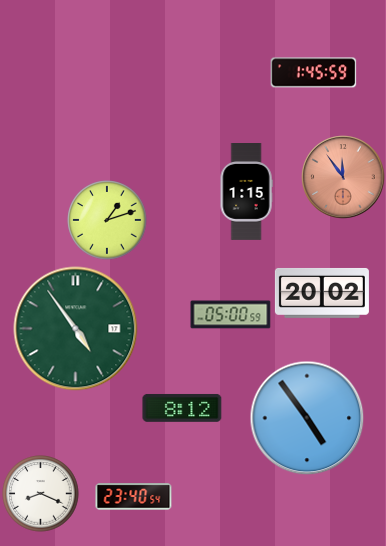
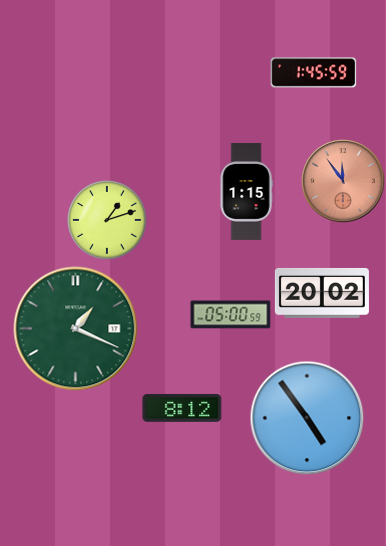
clock at (343, 177) position: (343, 177) -> (343, 181)
clock at (76, 329): 4:54 -> 1:19
clock at (41, 494): 8:19 -> none
clock at (134, 497): 23:40 -> none
